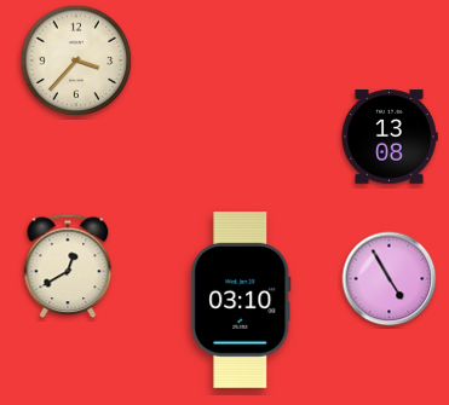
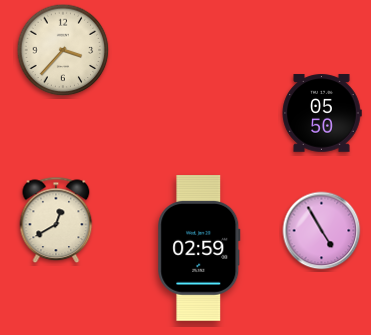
clock at (390, 137): 13:08 -> 05:50
clock at (241, 301): 03:10 -> 02:59
